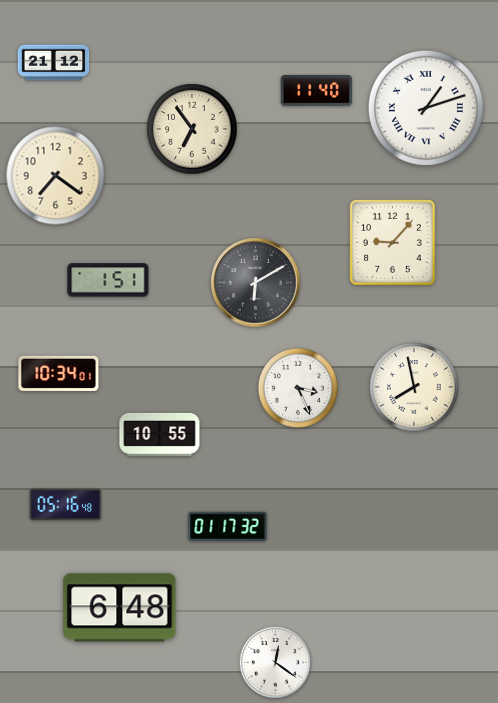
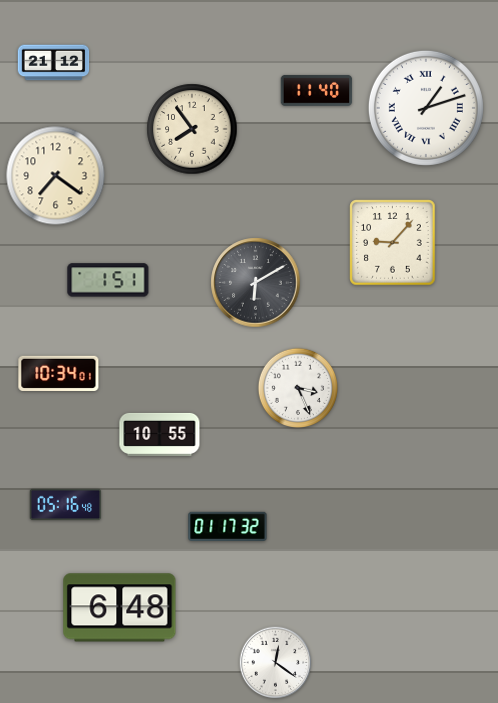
clock at (192, 129): 6:54 -> 7:54
clock at (414, 387): 7:58 -> none
